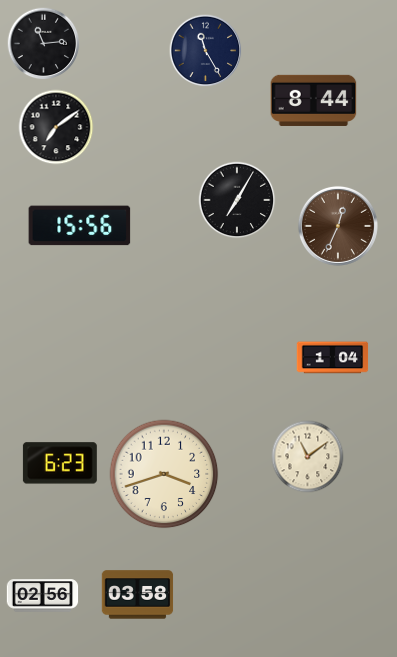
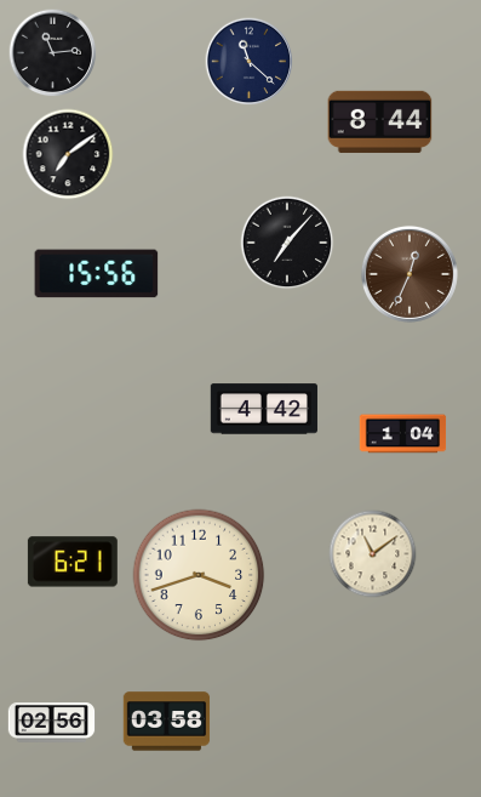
clock at (206, 51): 11:25 -> 11:22
clock at (237, 200): 7:05 -> 7:07
clock at (264, 409): none -> 4:42
clock at (60, 463): 6:23 -> 6:21
